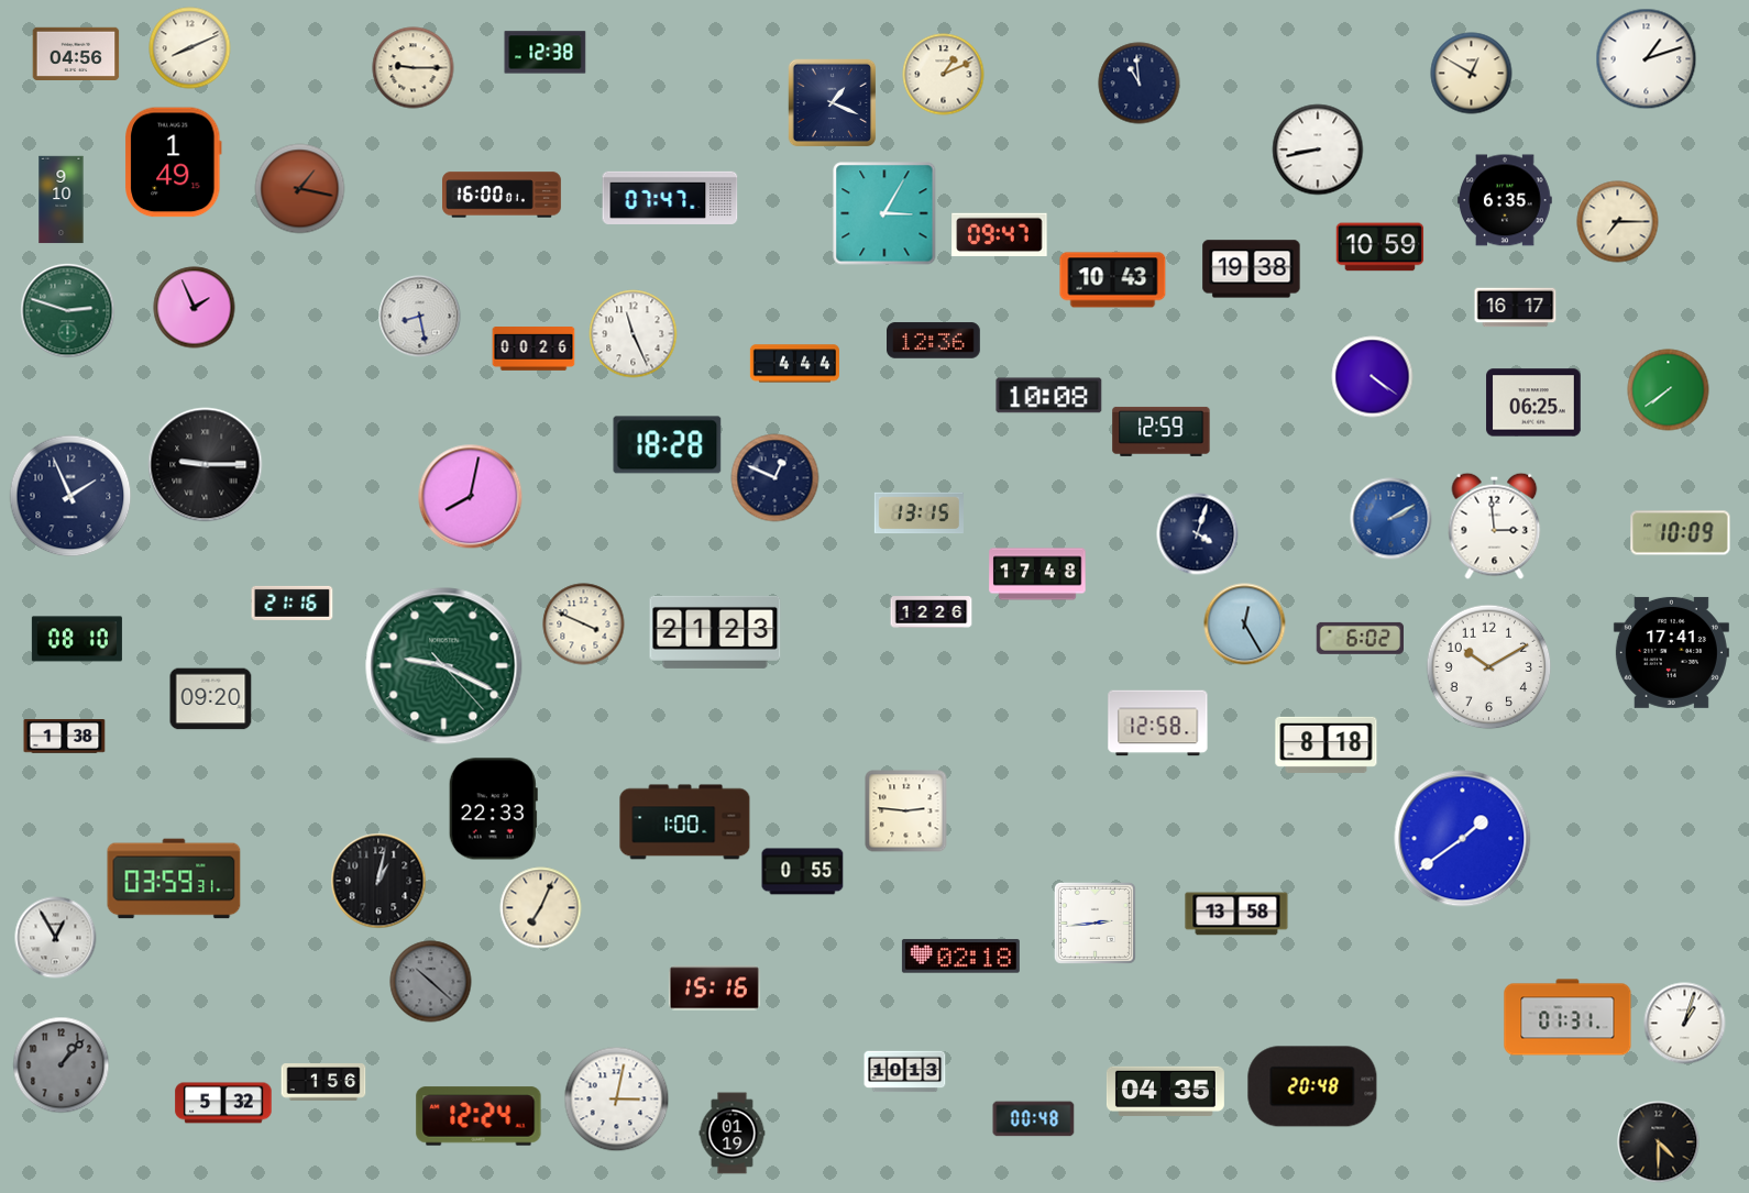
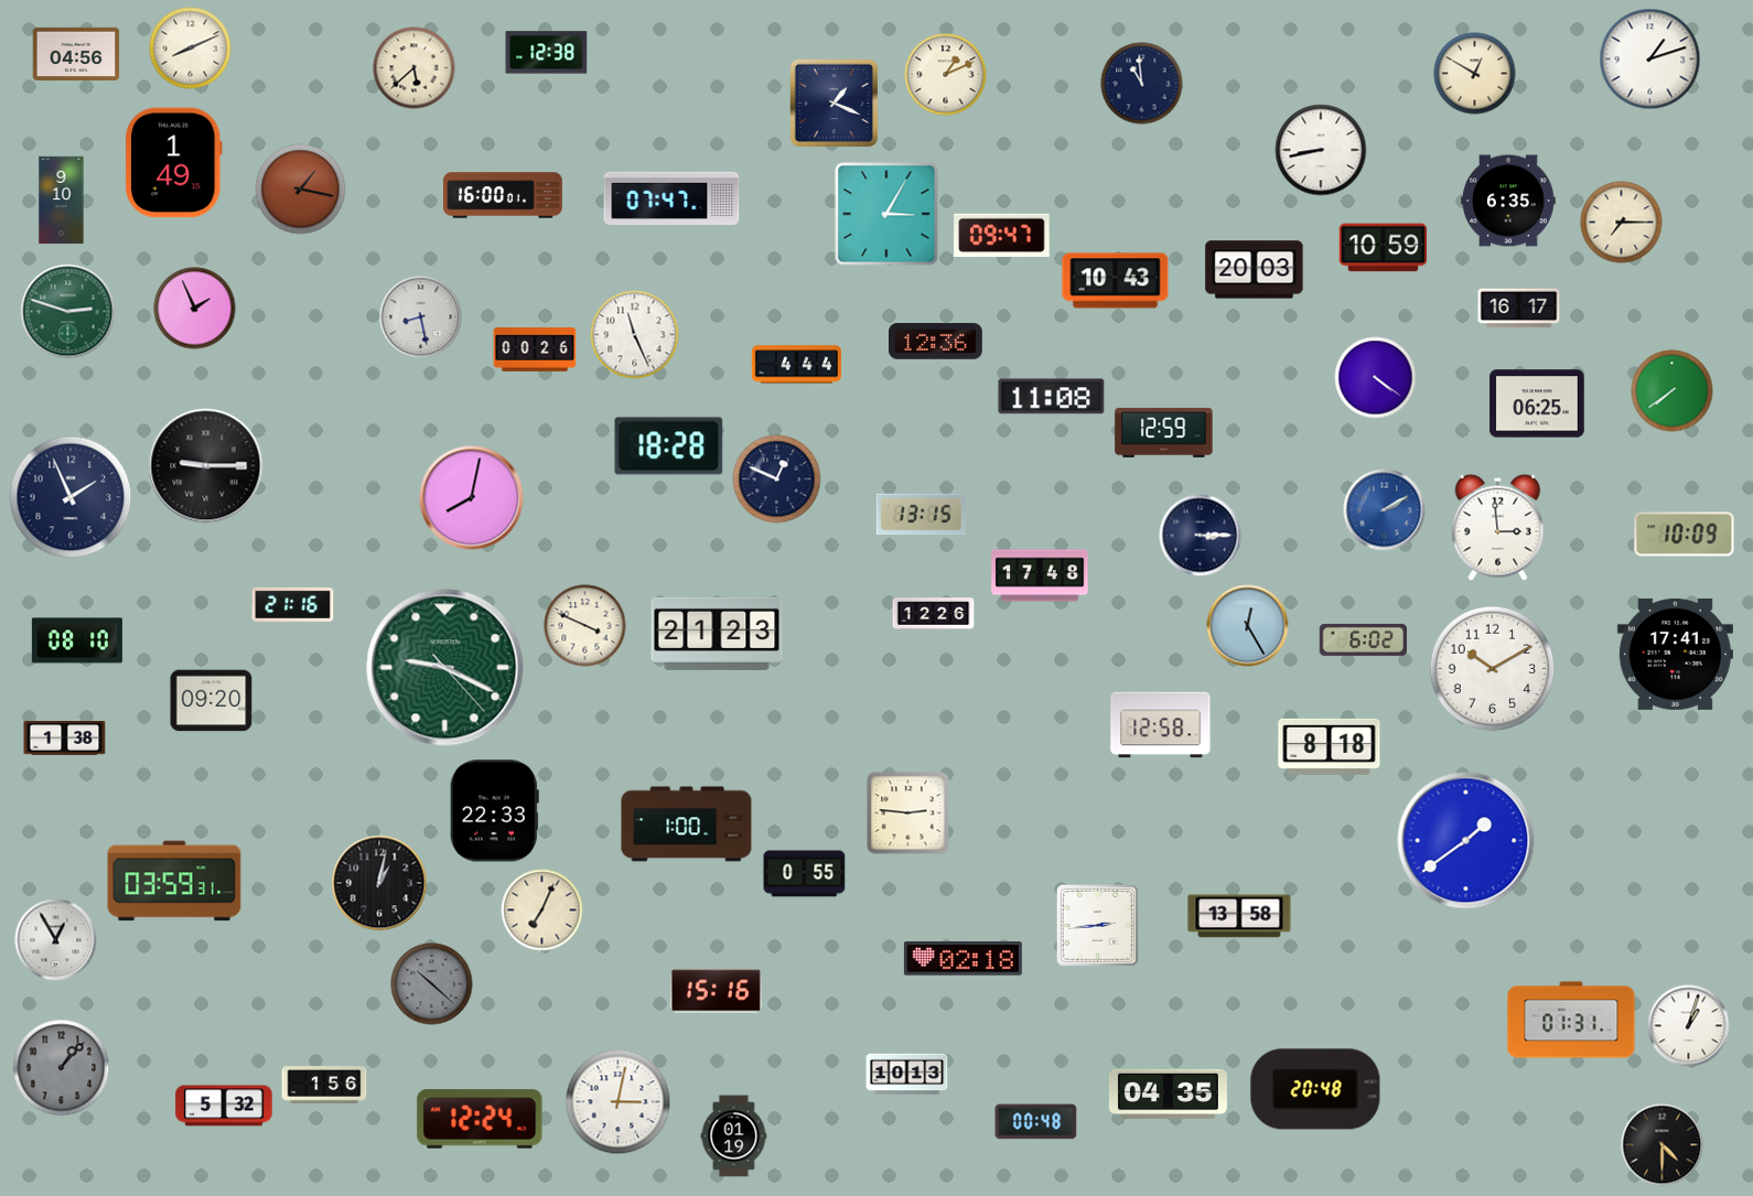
clock at (414, 68): 9:15 -> 5:38
clock at (1252, 269): 19:38 -> 20:03
clock at (1049, 396): 10:08 -> 11:08
clock at (1391, 519) position: (1391, 519) -> (1385, 510)
clock at (1198, 534): 4:03 -> 3:15
